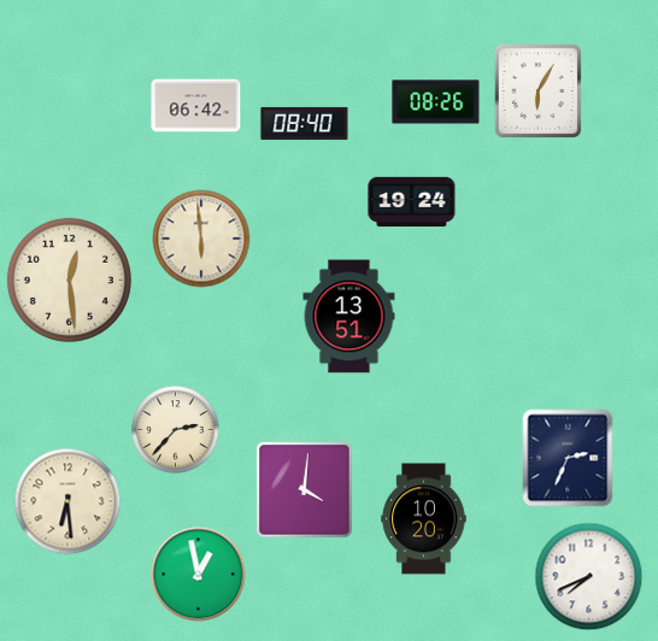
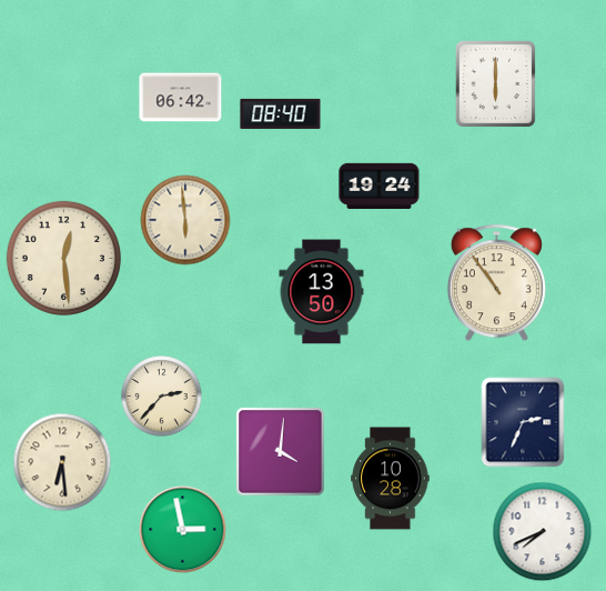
clock at (539, 92): 6:05 -> 6:00
clock at (436, 102): 08:26 -> none
clock at (496, 283): none -> 10:54
clock at (349, 317): 13:51 -> 13:50
clock at (424, 519): 10:20 -> 10:28
clock at (199, 575): 12:58 -> 2:58
